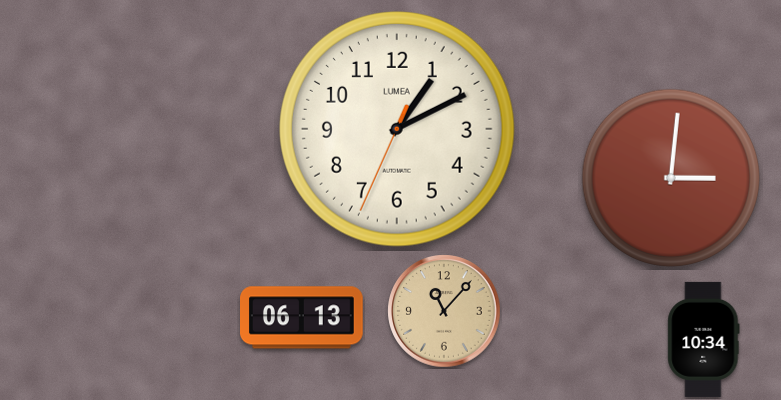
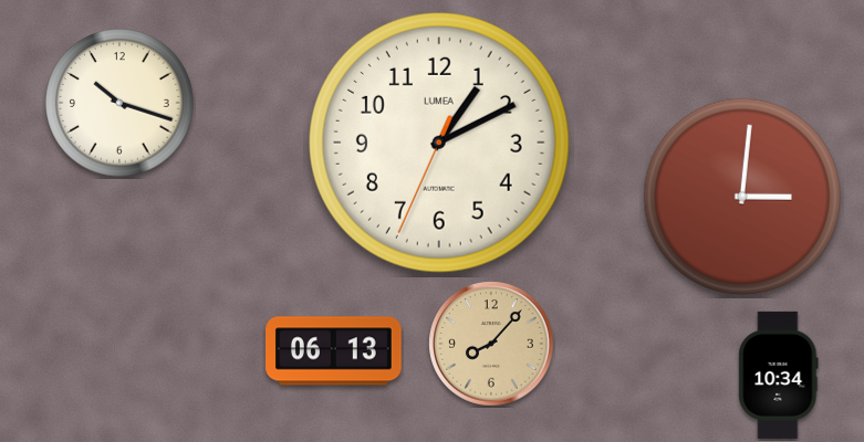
clock at (119, 103): none -> 10:18
clock at (444, 311): 11:07 -> 8:07
